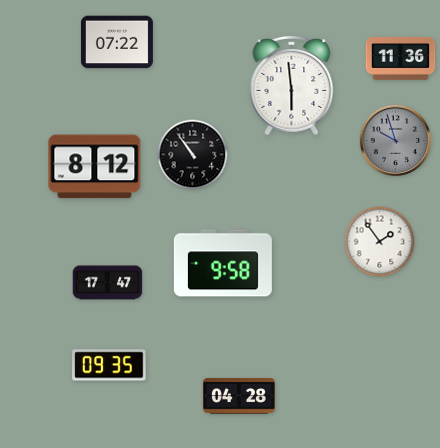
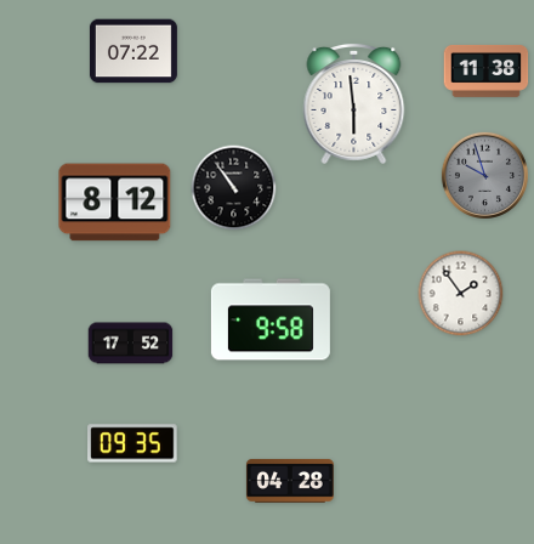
clock at (117, 42) position: (117, 42) -> (133, 51)
clock at (401, 58): 11:36 -> 11:38
clock at (395, 140) position: (395, 140) -> (484, 175)
clock at (108, 283): 17:47 -> 17:52
